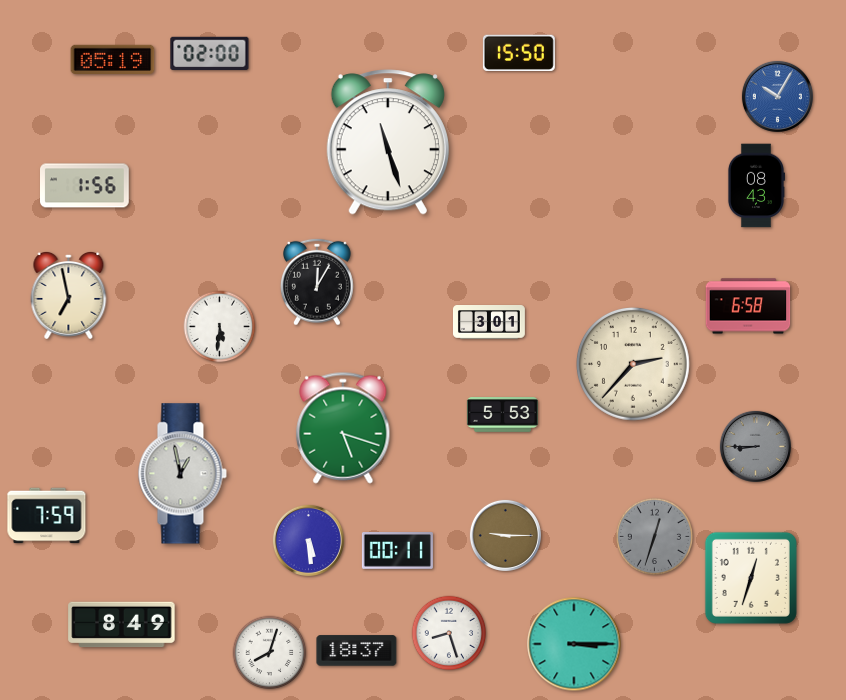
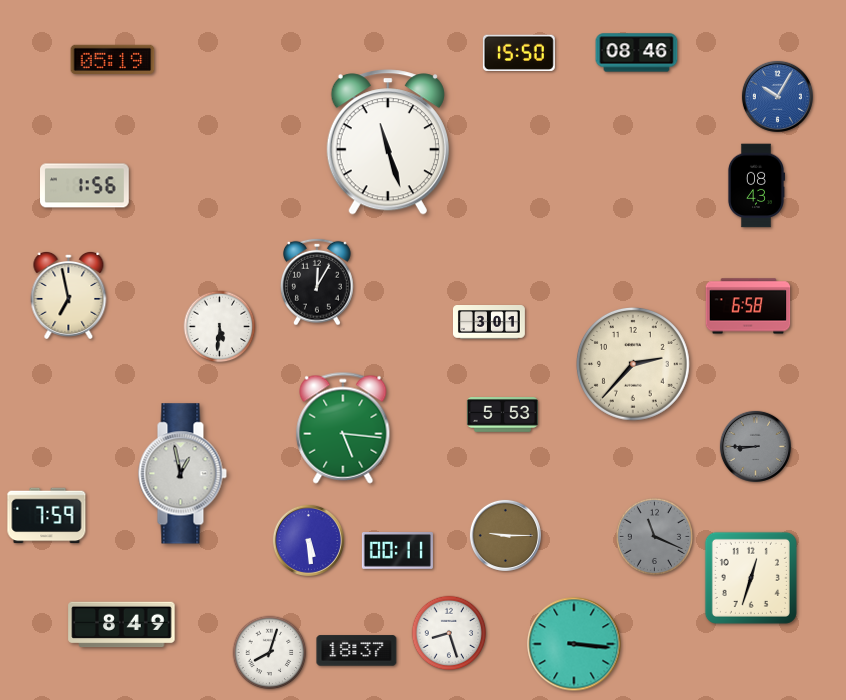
clock at (637, 53): none -> 08:46
clock at (210, 54): 02:00 -> none
clock at (343, 428): 5:18 -> 5:16
clock at (654, 536): 12:33 -> 11:19
clock at (574, 644): 3:15 -> 3:16
